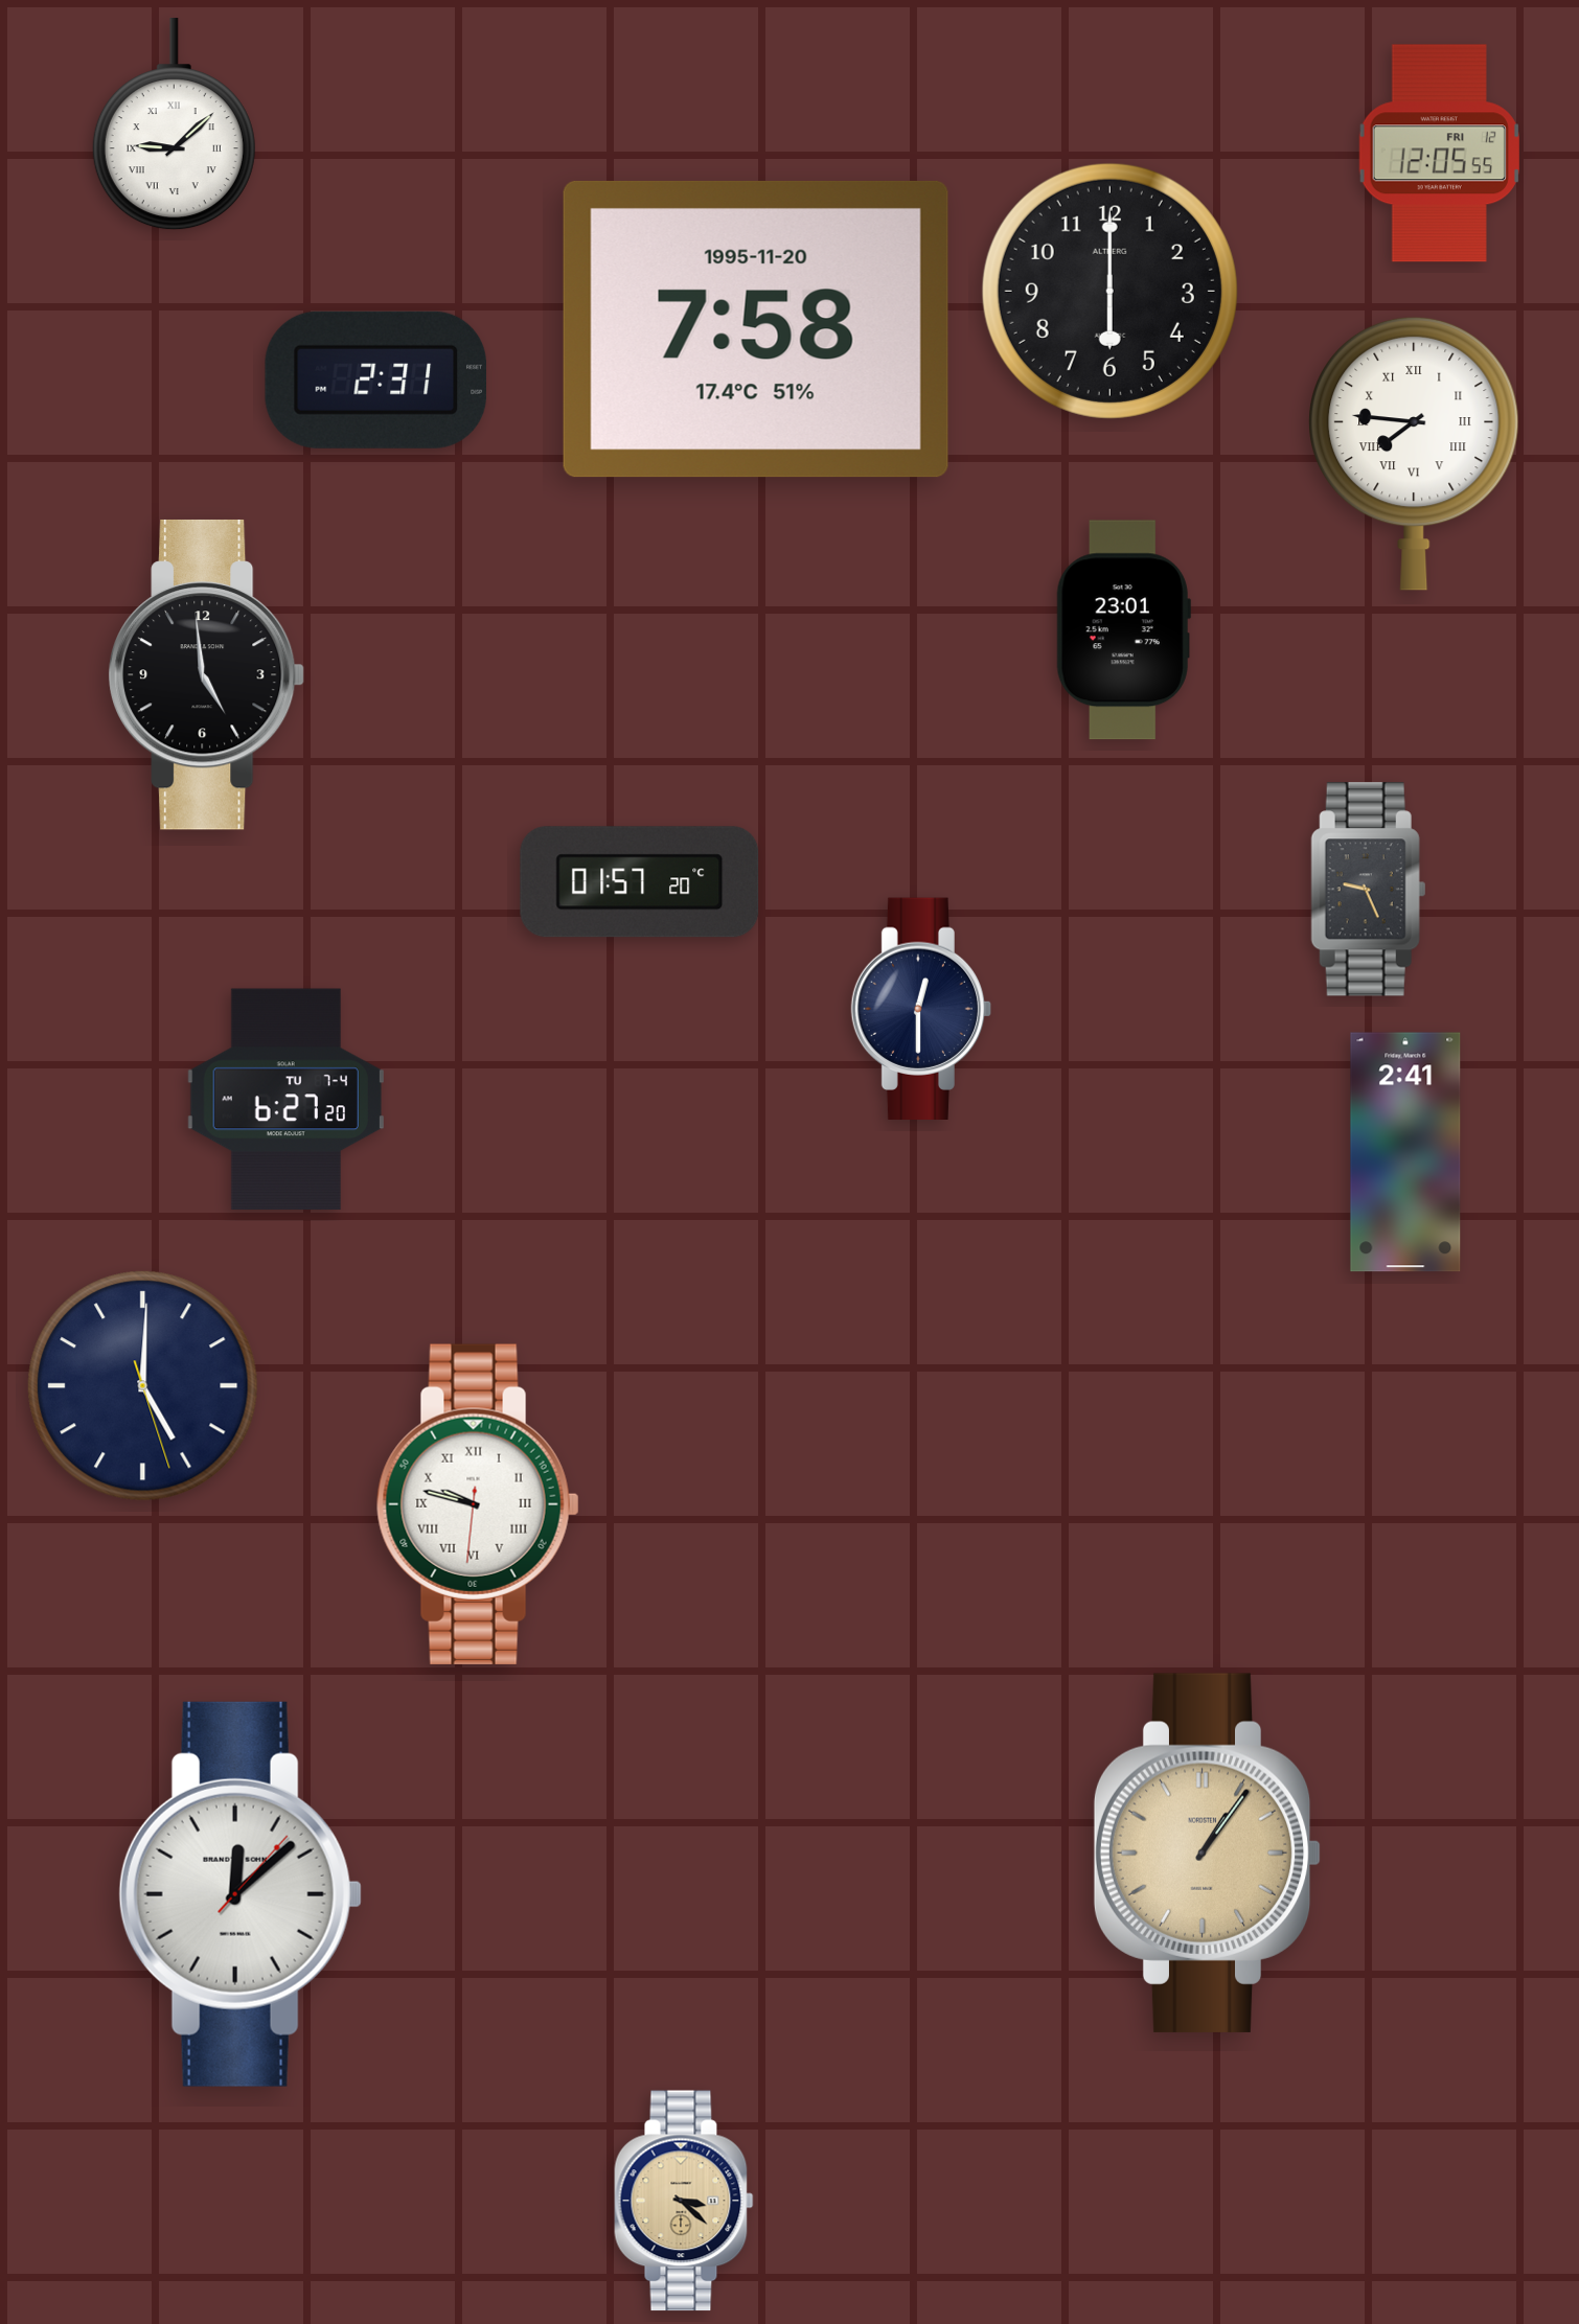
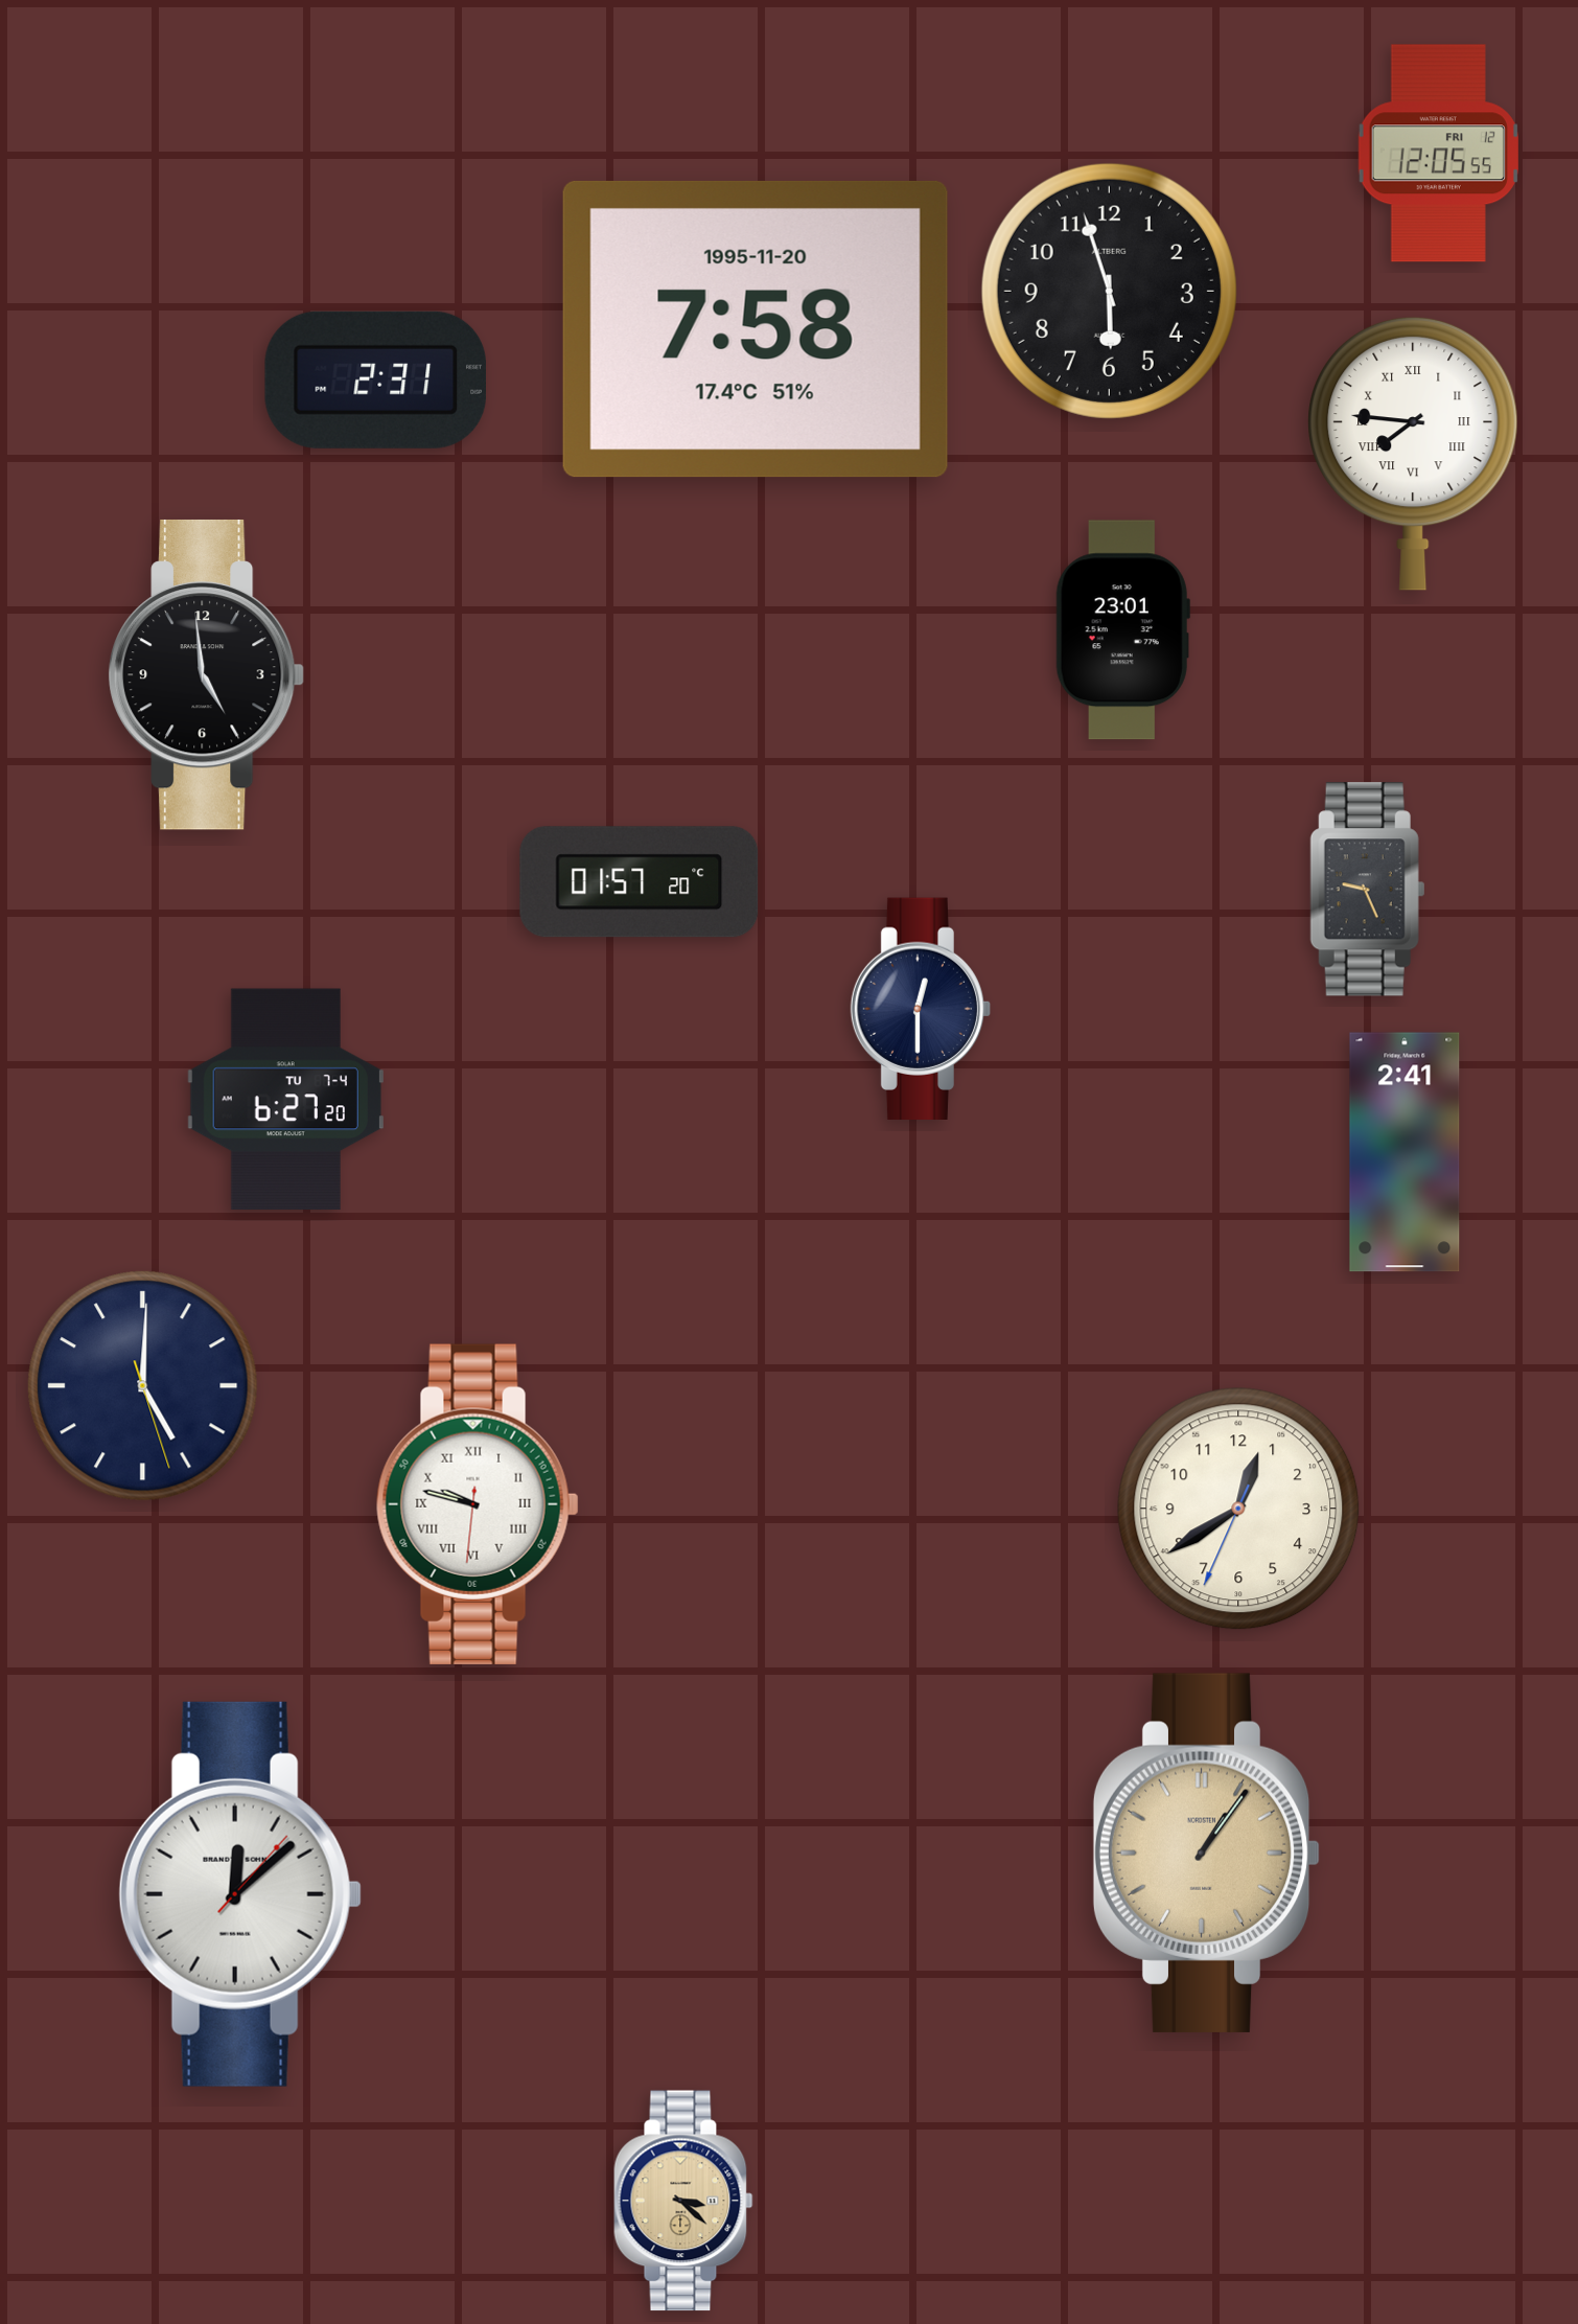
clock at (174, 124): 9:08 -> none
clock at (1109, 291): 6:00 -> 5:57
clock at (1238, 1509): none -> 12:39
